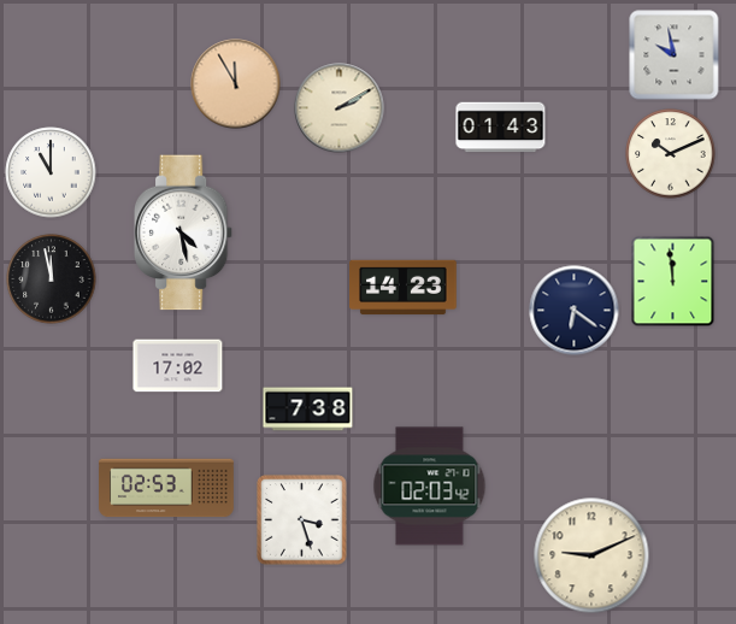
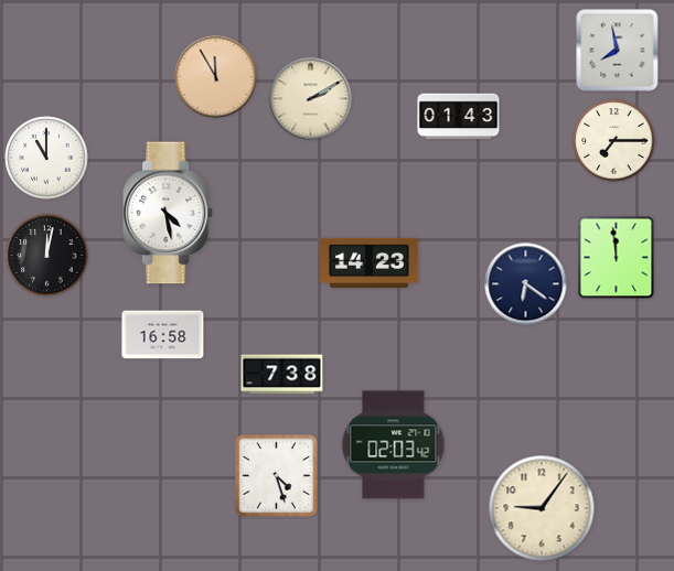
clock at (675, 55): 9:58 -> 7:58
clock at (671, 154): 10:11 -> 7:15
clock at (52, 279): 11:58 -> 12:02
clock at (178, 366): 17:02 -> 16:58
clock at (167, 488): 02:53 -> none
clock at (302, 520): 3:27 -> 4:27
clock at (591, 555): 9:11 -> 9:06
